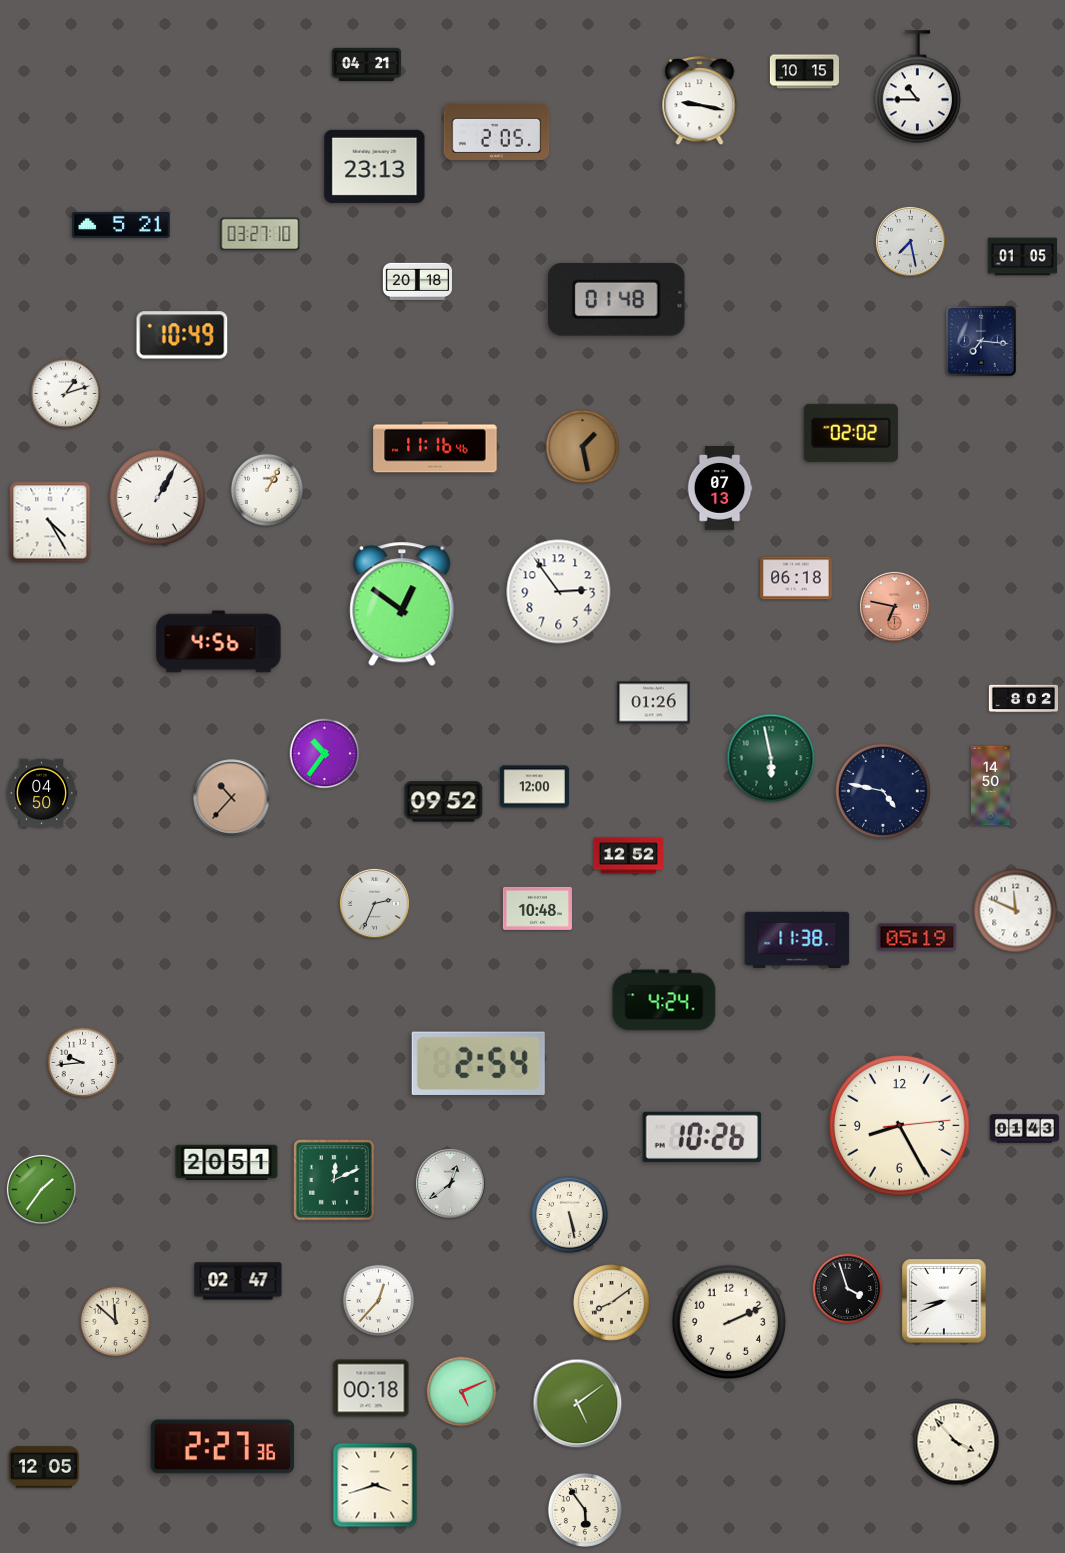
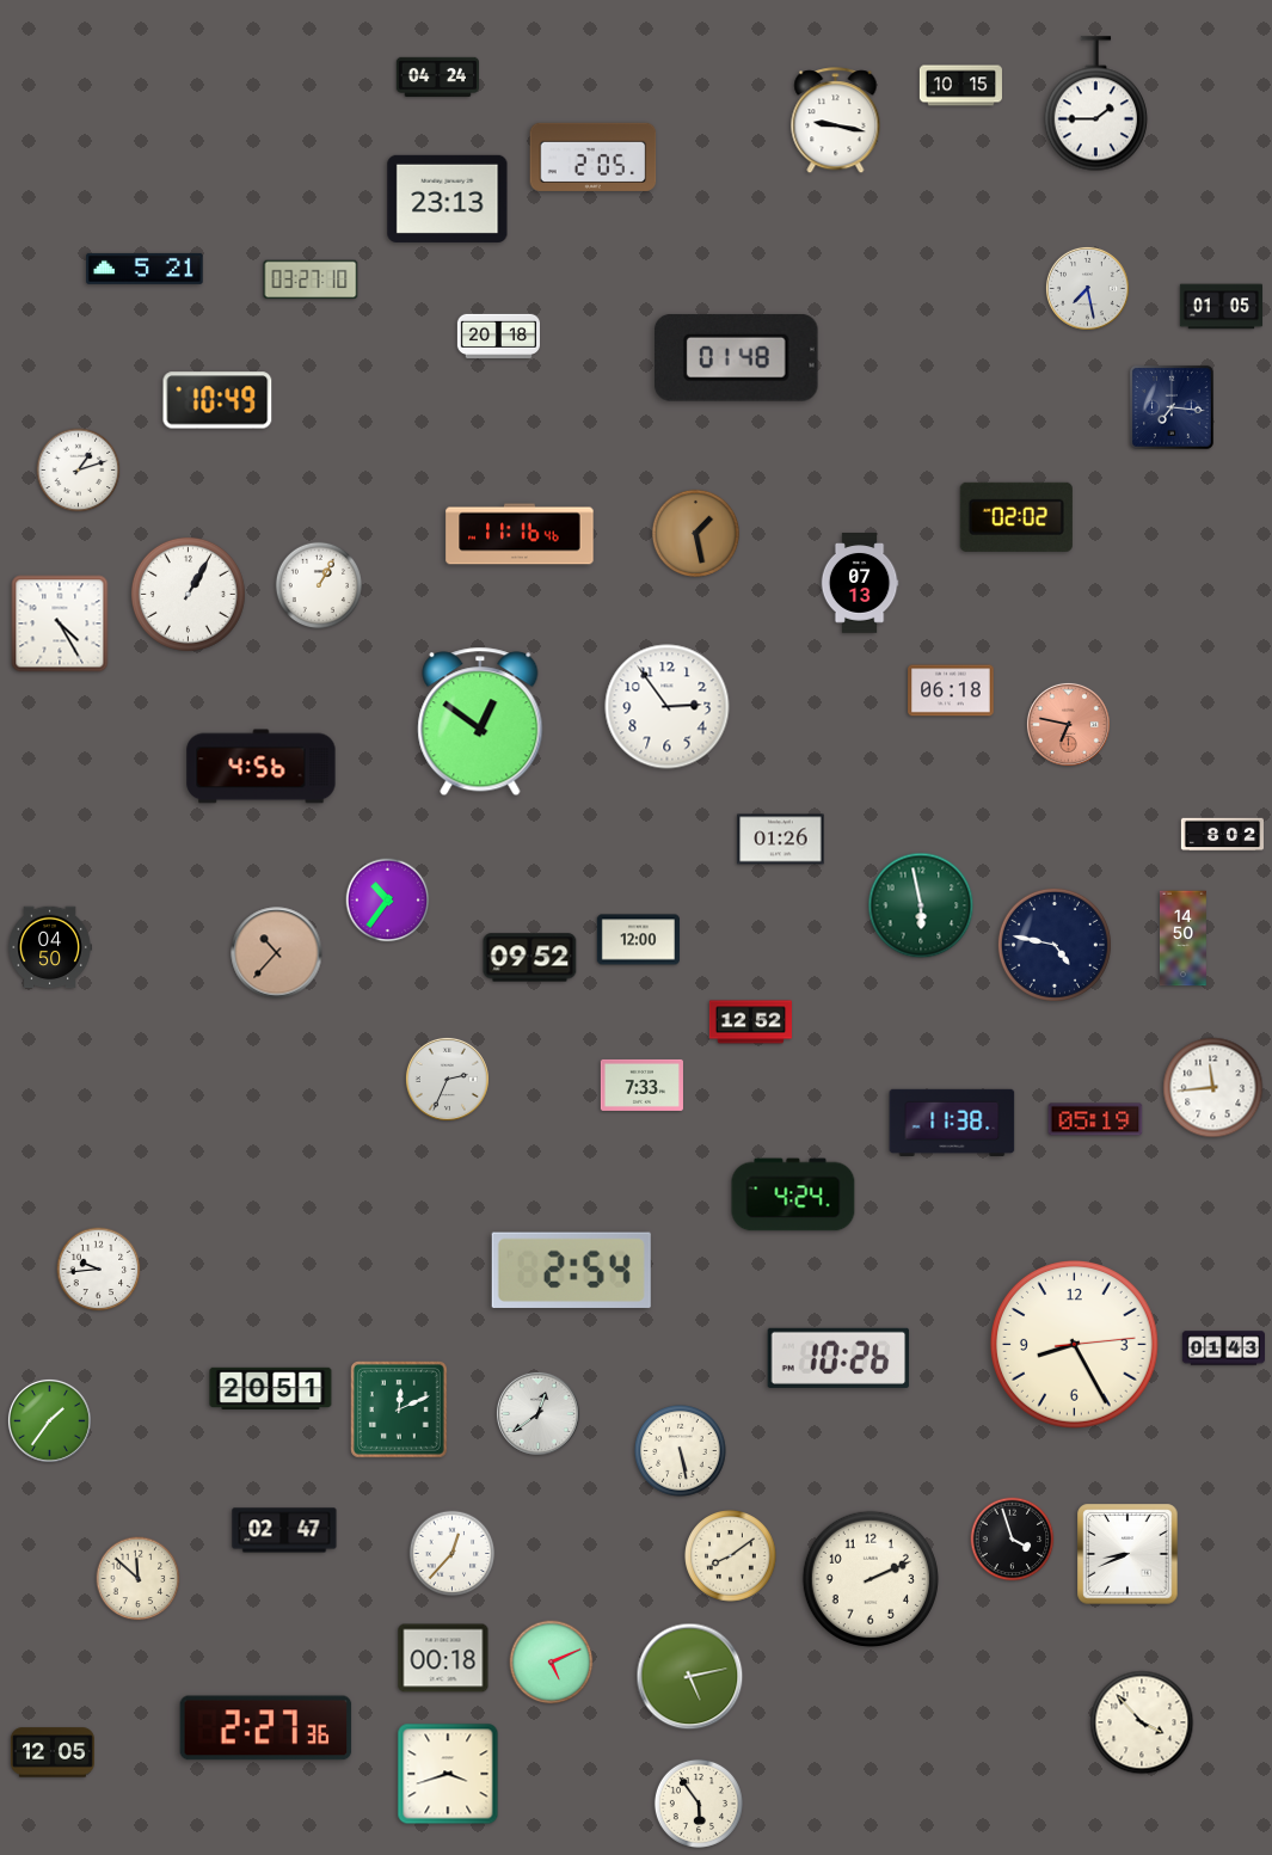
clock at (366, 65): 04:21 -> 04:24
clock at (917, 87): 10:45 -> 1:45
clock at (537, 908): 10:48 -> 7:33
clock at (1016, 911): 11:49 -> 11:44
clock at (578, 1404): 5:09 -> 5:13
